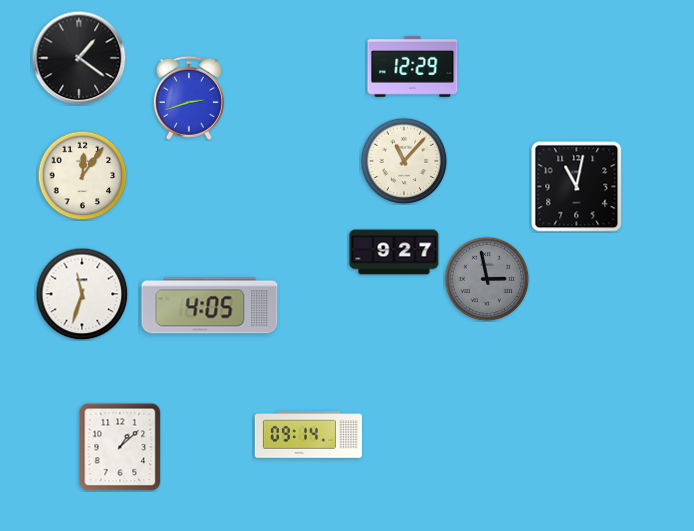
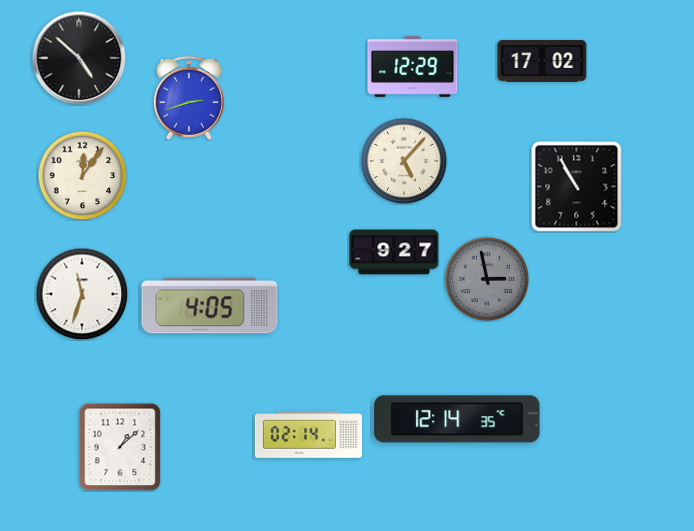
clock at (79, 58): 1:21 -> 4:52
clock at (542, 61): none -> 17:02
clock at (404, 161): 11:07 -> 5:07
clock at (577, 187): 11:02 -> 10:55
clock at (457, 419): none -> 12:14
clock at (308, 435): 09:14 -> 02:14
